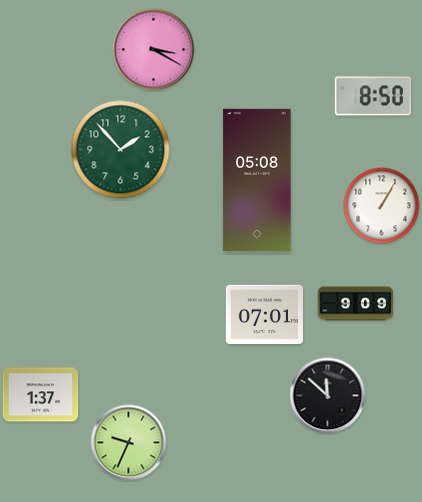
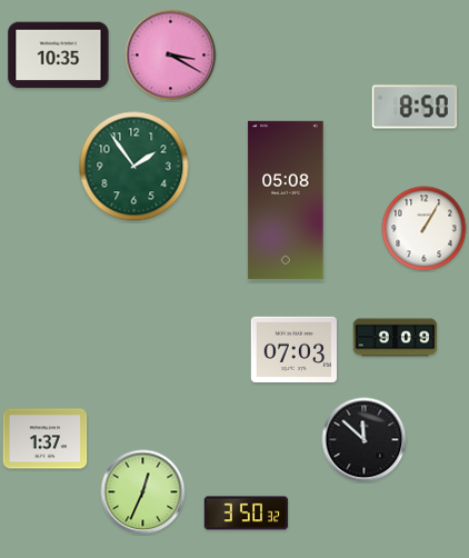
clock at (59, 56): none -> 10:35
clock at (121, 150): 1:53 -> 1:54
clock at (264, 314): 07:01 -> 07:03
clock at (129, 443): 9:34 -> 12:34
clock at (247, 514): none -> 3:50
